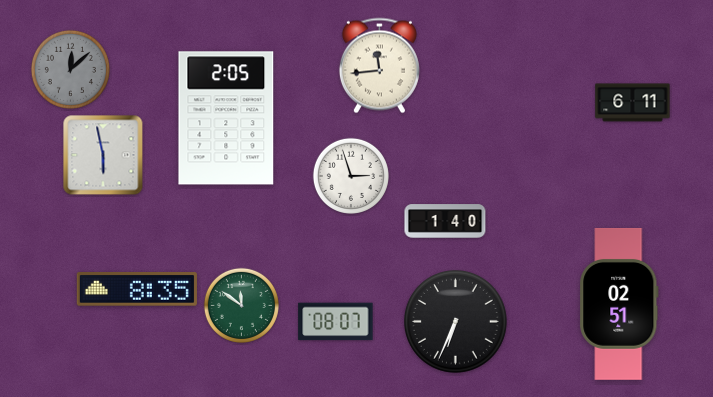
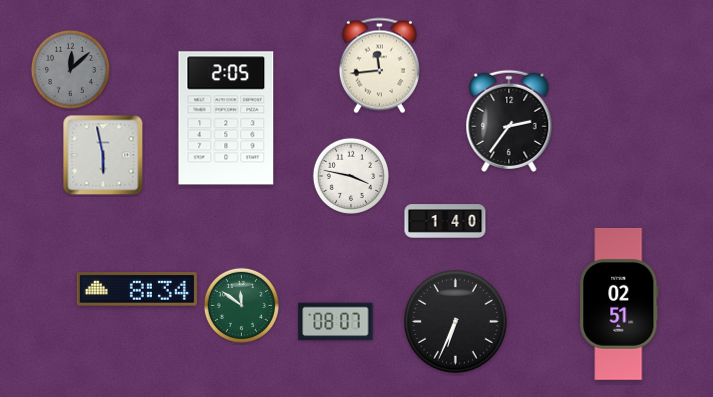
clock at (633, 103): 6:11 -> none
clock at (509, 121): none -> 2:36
clock at (351, 176): 2:57 -> 3:47
clock at (137, 289): 8:35 -> 8:34
